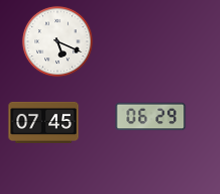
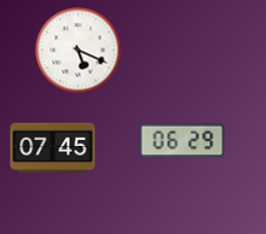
clock at (58, 42) position: (58, 42) -> (79, 51)
